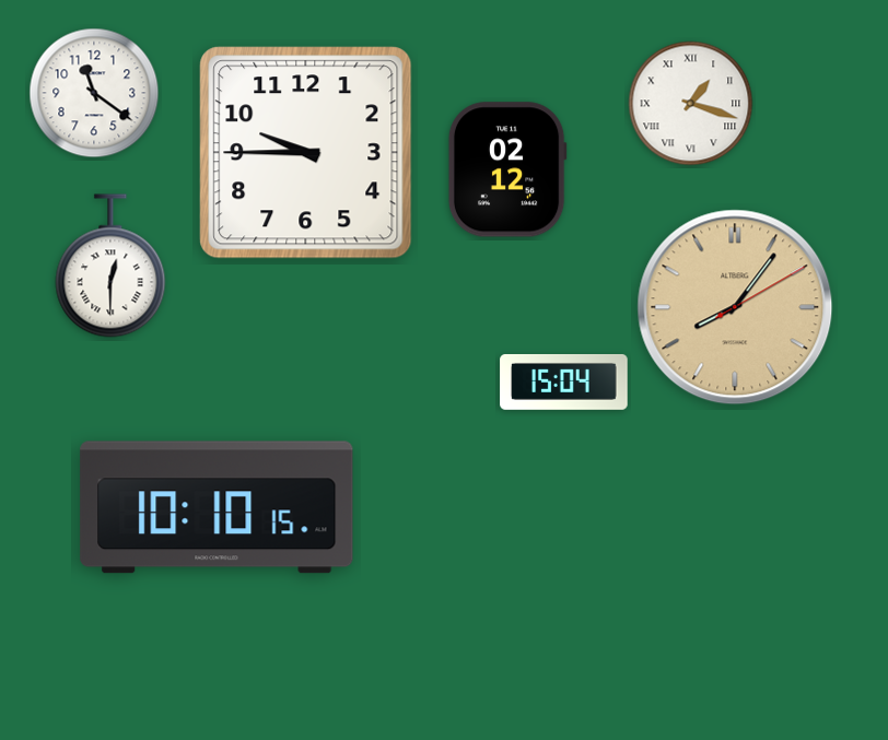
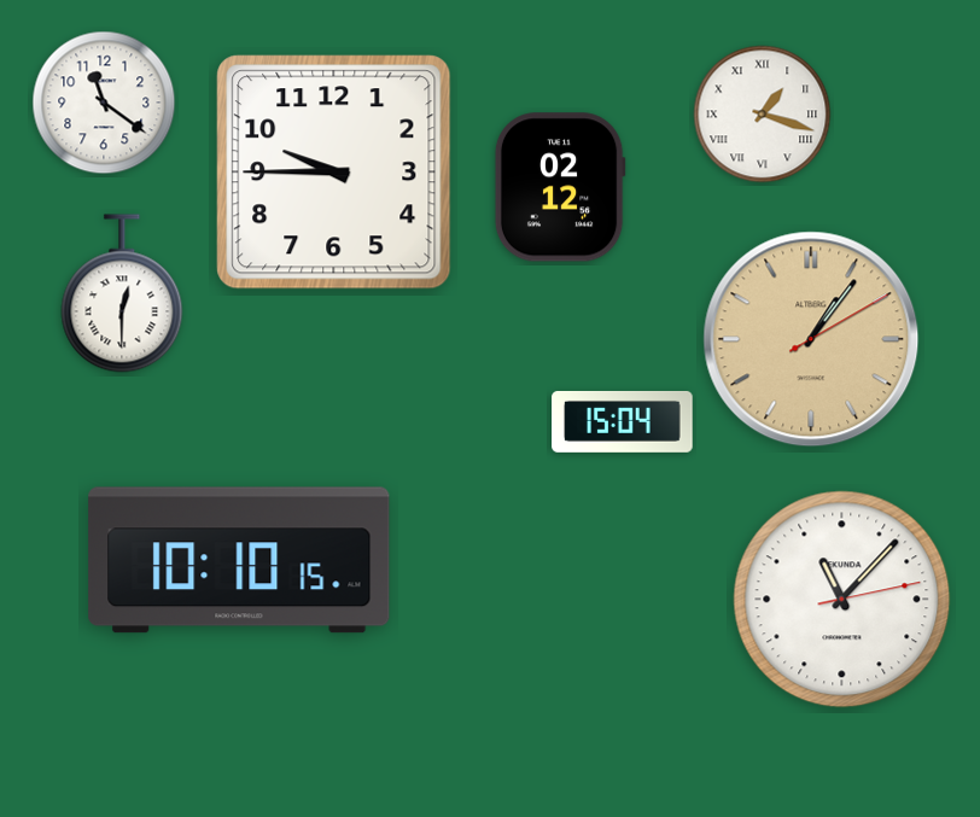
clock at (306, 153) position: (306, 153) -> (334, 173)
clock at (735, 307): 8:06 -> 1:06
clock at (842, 600): none -> 11:07
